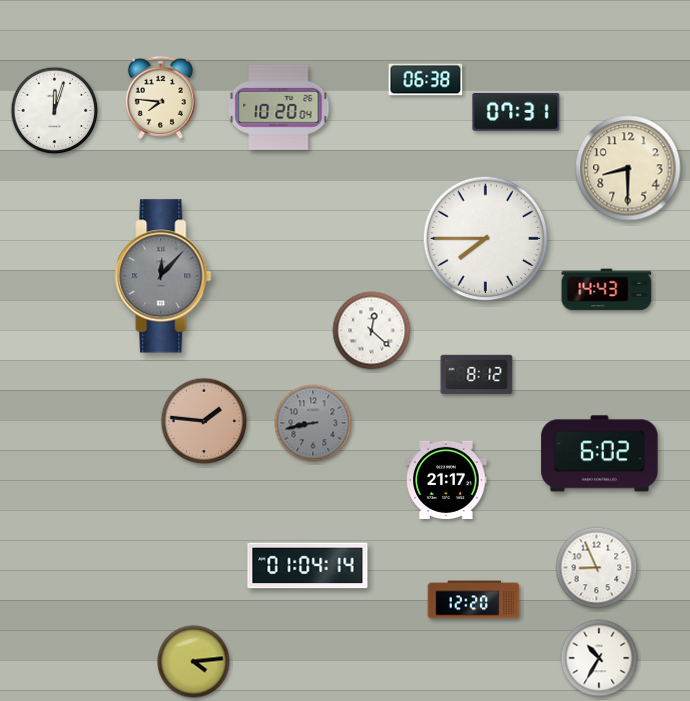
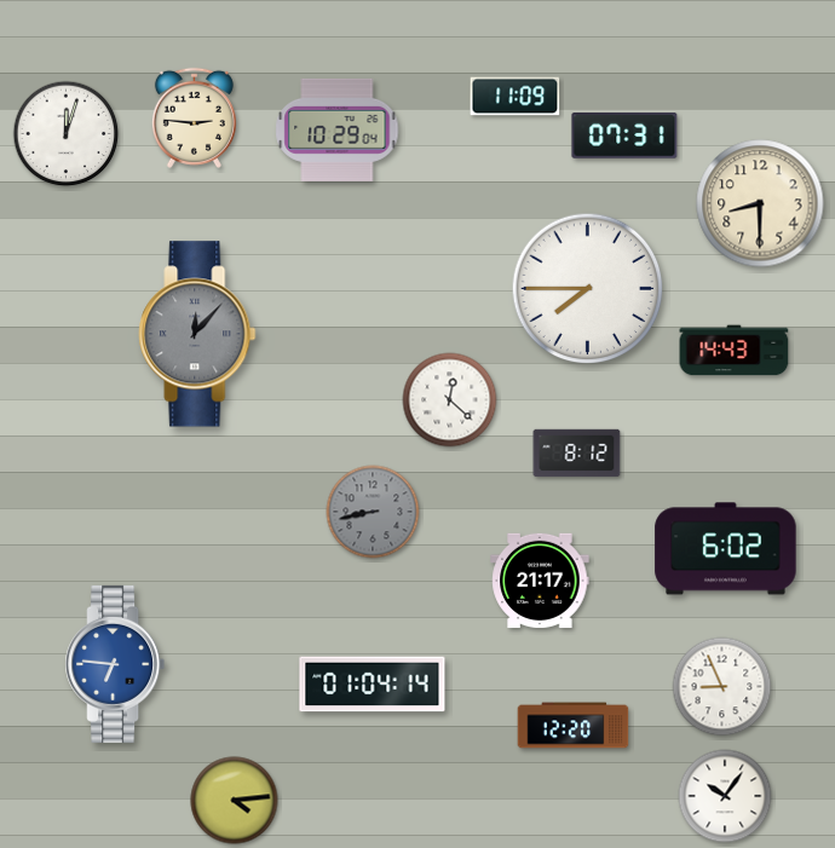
clock at (426, 80): 06:38 -> 11:09
clock at (160, 97): 7:46 -> 2:46
clock at (279, 107): 10:20 -> 10:29
clock at (204, 421): 1:46 -> none
clock at (313, 423) position: (313, 423) -> (373, 512)
clock at (115, 664): none -> 6:46
clock at (599, 658): 10:35 -> 10:06
